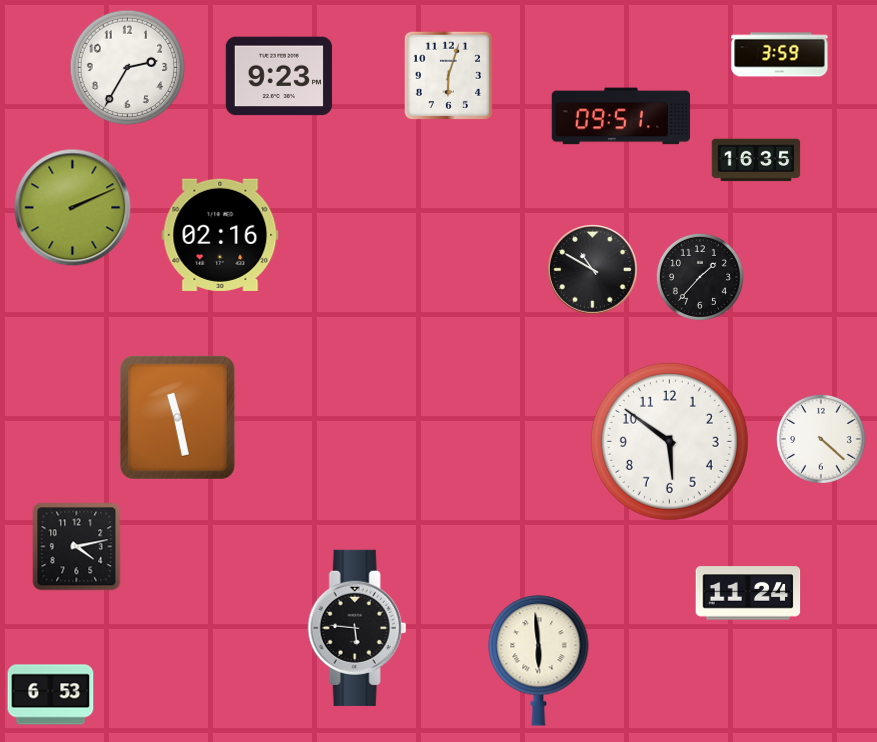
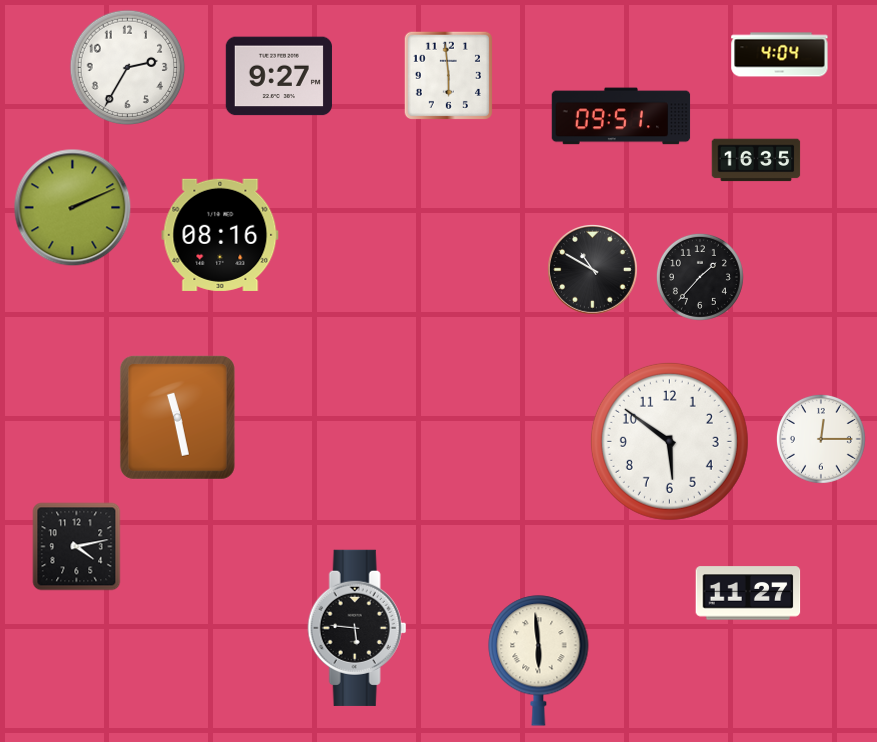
clock at (780, 55): 3:59 -> 4:04
clock at (448, 75): 6:03 -> 5:59
clock at (279, 76): 9:23 -> 9:27
clock at (220, 235): 02:16 -> 08:16
clock at (821, 439): 4:22 -> 12:15
clock at (748, 593): 11:24 -> 11:27
clock at (51, 695): 6:53 -> none
